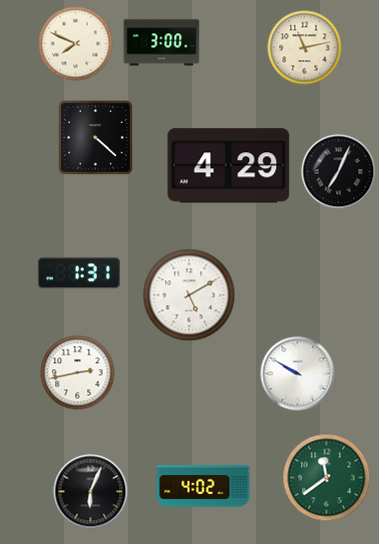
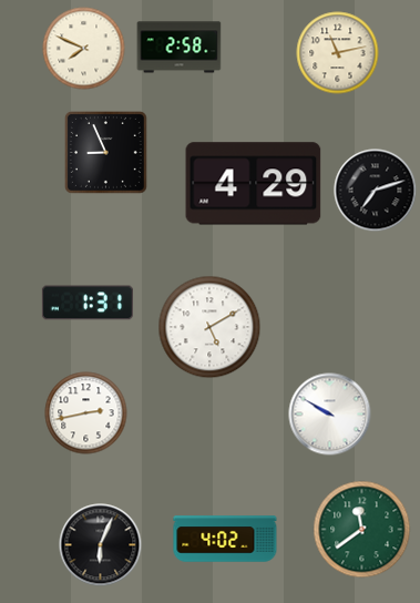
clock at (162, 43): 3:00 -> 2:58
clock at (96, 138): 4:22 -> 8:56
clock at (339, 172): 7:04 -> 7:12
